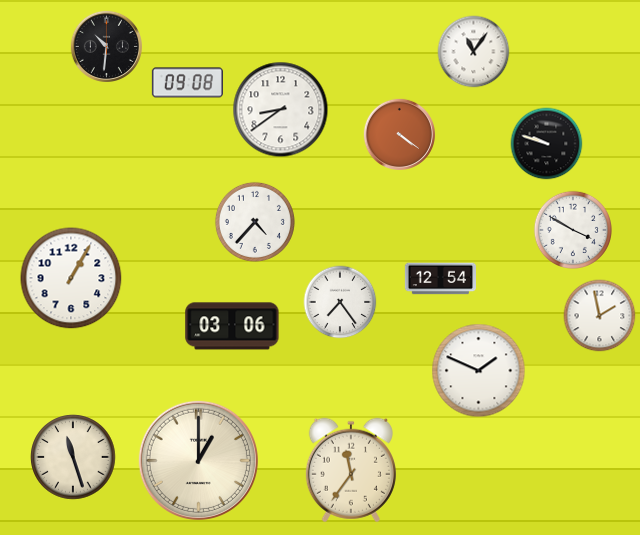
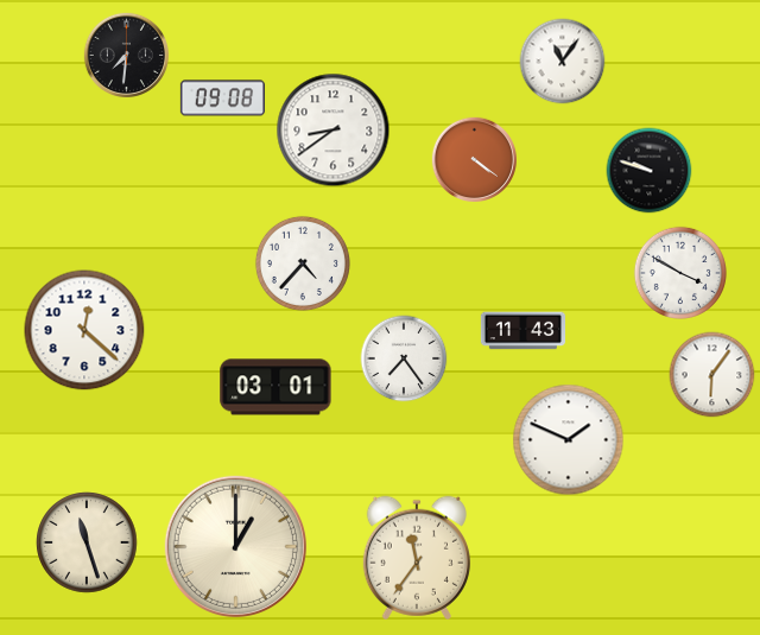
clock at (106, 46): 10:31 -> 7:31
clock at (71, 278): 1:05 -> 12:22
clock at (440, 279): 12:54 -> 11:43
clock at (600, 316): 1:58 -> 6:06
clock at (232, 326): 03:06 -> 03:01
